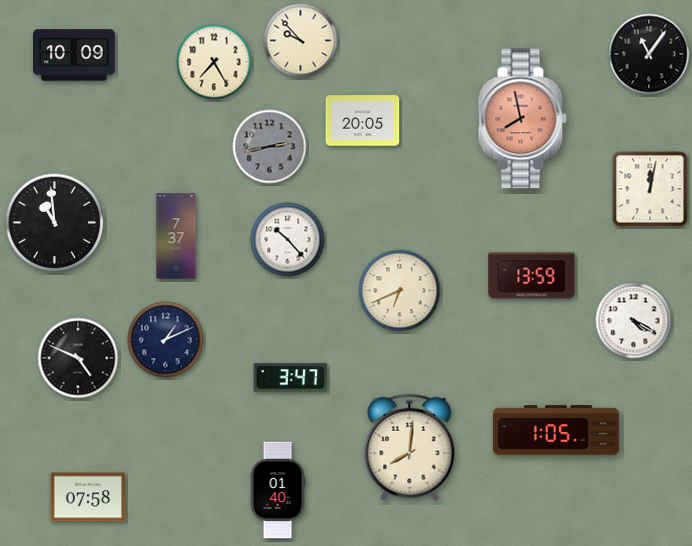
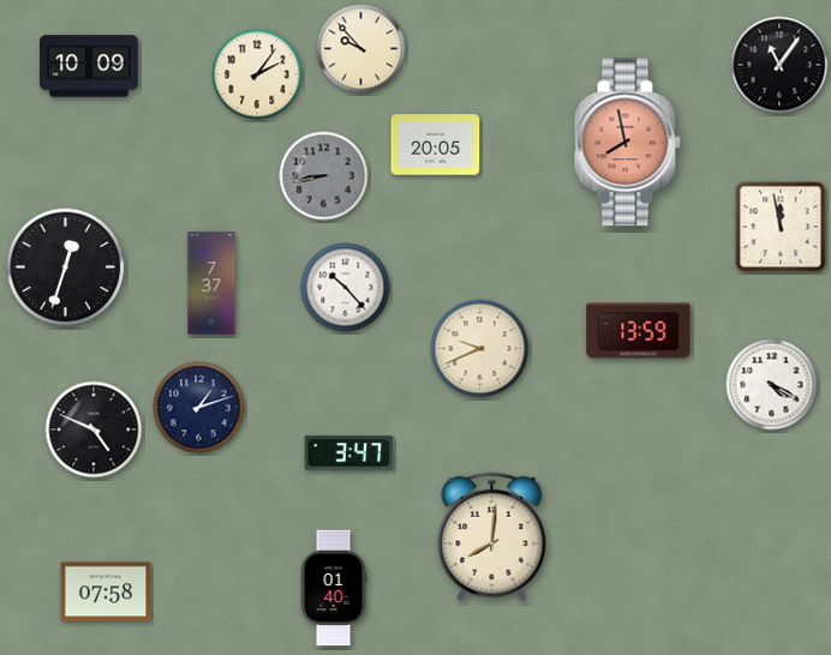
clock at (214, 62): 7:25 -> 2:06
clock at (270, 147): 2:43 -> 8:43
clock at (650, 189): 12:02 -> 11:58
clock at (55, 223): 10:59 -> 12:33
clock at (400, 291): 6:41 -> 9:41
clock at (634, 321) position: (634, 321) -> (772, 385)
clock at (166, 340): 1:11 -> 1:12
clock at (556, 430): 1:05 -> none
clock at (88, 497) position: (88, 497) -> (106, 591)
